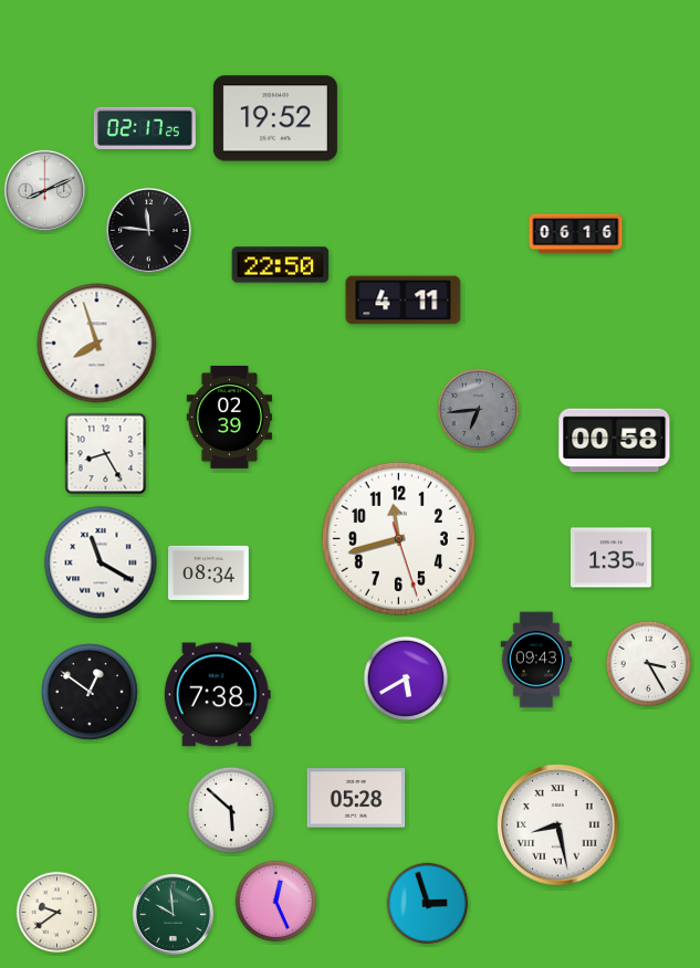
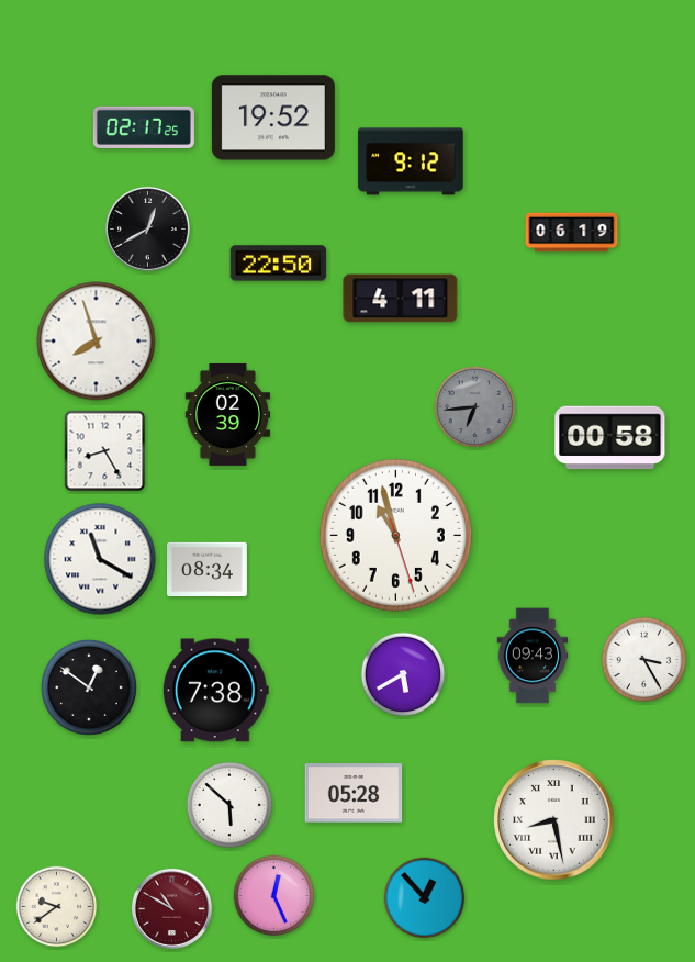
clock at (411, 161): none -> 9:12
clock at (44, 190): 8:11 -> none
clock at (148, 230): 11:46 -> 12:40
clock at (576, 234): 06:16 -> 06:19
clock at (398, 538): 11:42 -> 10:57
clock at (612, 558): 1:35 -> none
clock at (428, 904): 2:57 -> 12:53
clock at (173, 914): 9:59 -> 10:50
clock at (173, 914) dial: green -> burgundy
